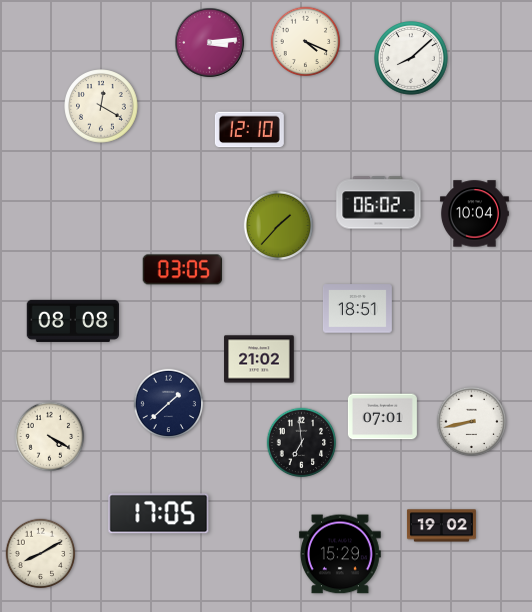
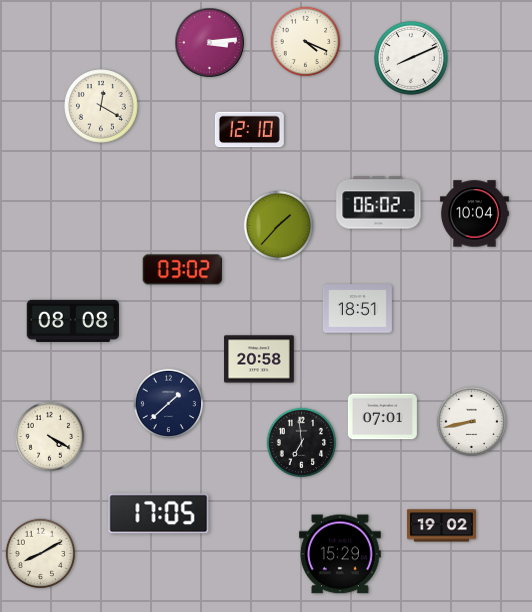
clock at (411, 58): 8:08 -> 8:11
clock at (182, 270): 03:05 -> 03:02
clock at (259, 359): 21:02 -> 20:58
